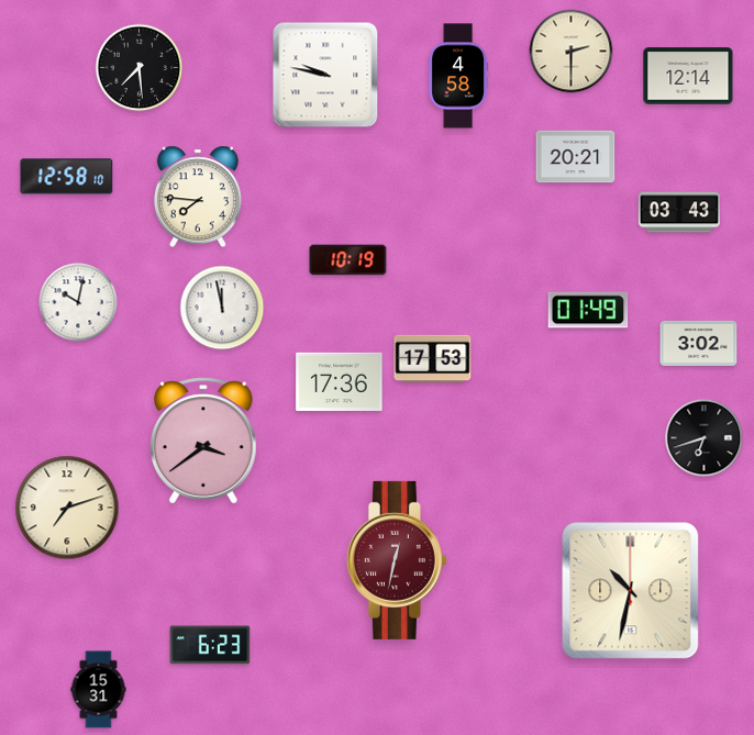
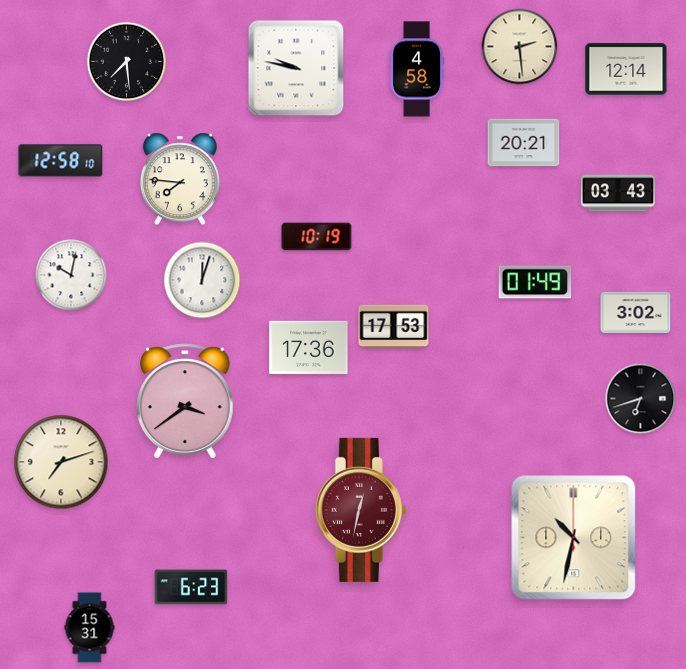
clock at (572, 52): 2:30 -> 2:29
clock at (222, 308): 11:58 -> 12:03
